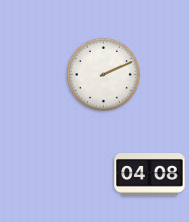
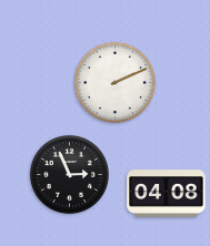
clock at (69, 174): none -> 2:56
